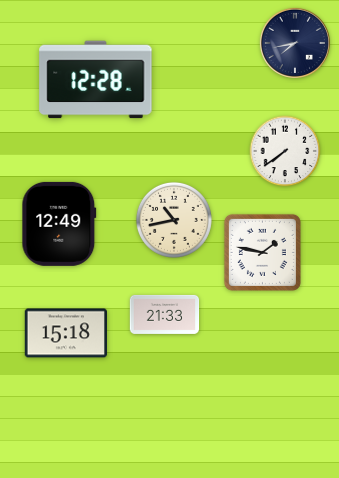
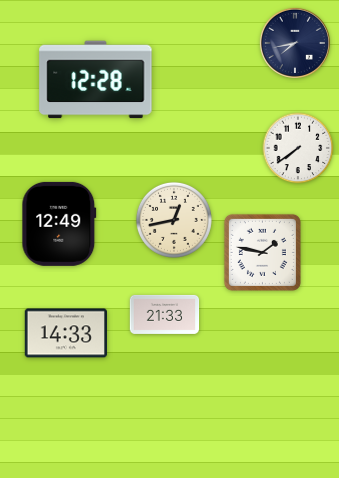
clock at (285, 151) position: (285, 151) -> (298, 148)
clock at (174, 220): 10:43 -> 12:43
clock at (65, 333): 15:18 -> 14:33
